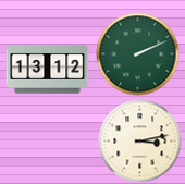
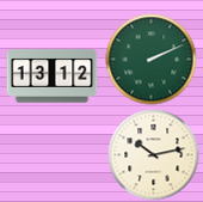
clock at (140, 142): 3:13 -> 10:13
